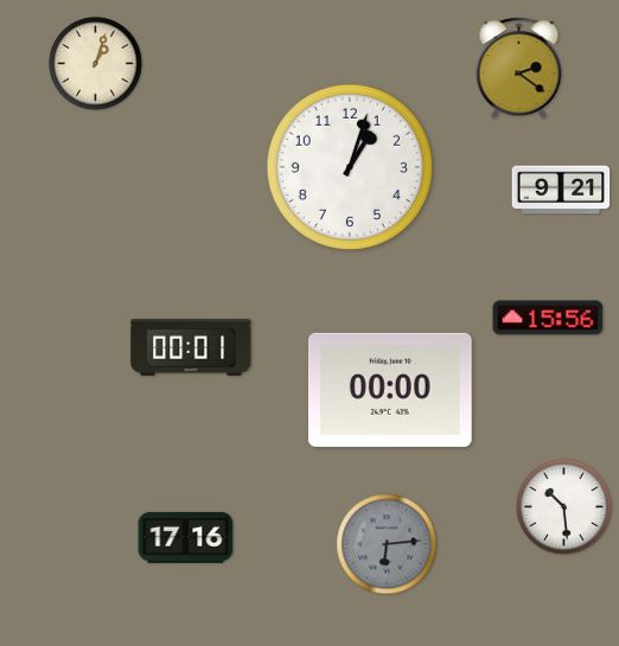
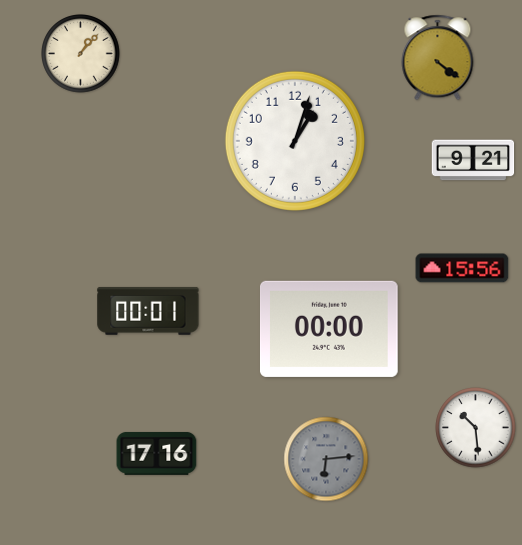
clock at (96, 64): 1:03 -> 1:07
clock at (519, 69): 2:21 -> 4:21
clock at (191, 347) position: (191, 347) -> (148, 311)
